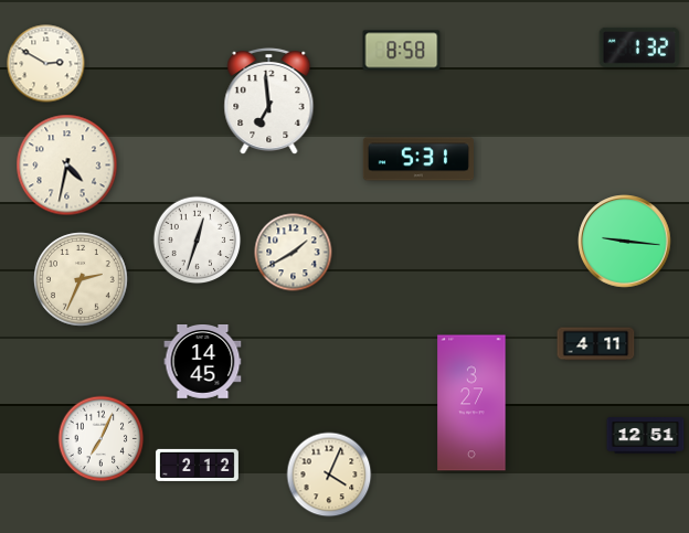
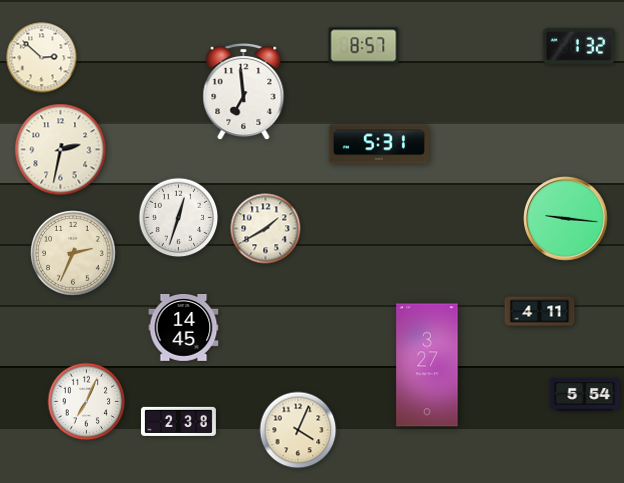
clock at (639, 47) position: (639, 47) -> (579, 46)
clock at (402, 51): 8:58 -> 8:57
clock at (46, 64): 2:50 -> 2:52
clock at (67, 166): 4:32 -> 2:32
clock at (646, 436): 12:51 -> 5:54
clock at (102, 439) position: (102, 439) -> (87, 402)
clock at (197, 465): 2:12 -> 2:38
